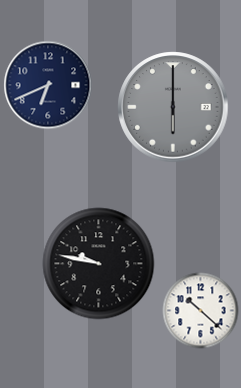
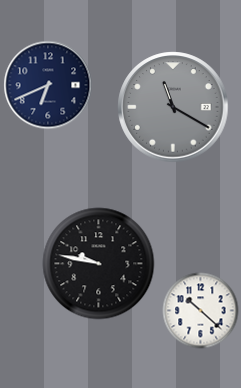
clock at (173, 107): 6:00 -> 11:20
